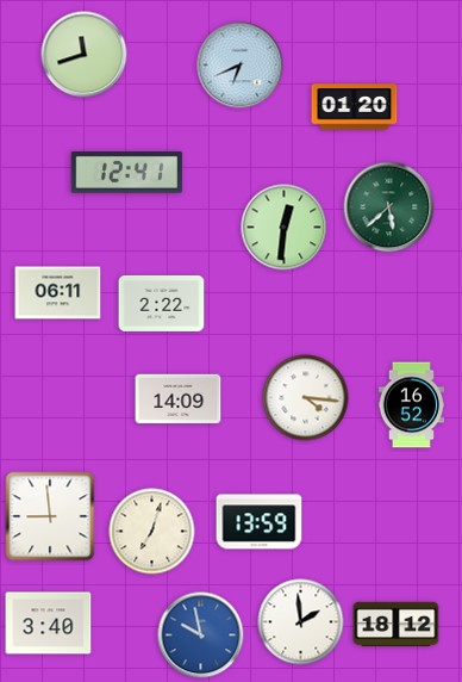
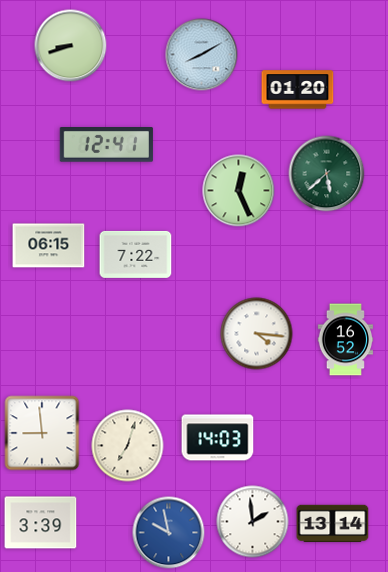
clock at (85, 55): 11:42 -> 8:42
clock at (241, 66): 6:41 -> 8:10
clock at (285, 228): 12:31 -> 12:26
clock at (58, 293): 06:11 -> 06:15
clock at (162, 303): 2:22 -> 7:22
clock at (179, 399): 14:09 -> none
clock at (260, 522): 13:59 -> 14:03
clock at (49, 624): 3:40 -> 3:39
clock at (397, 625): 18:12 -> 13:14
